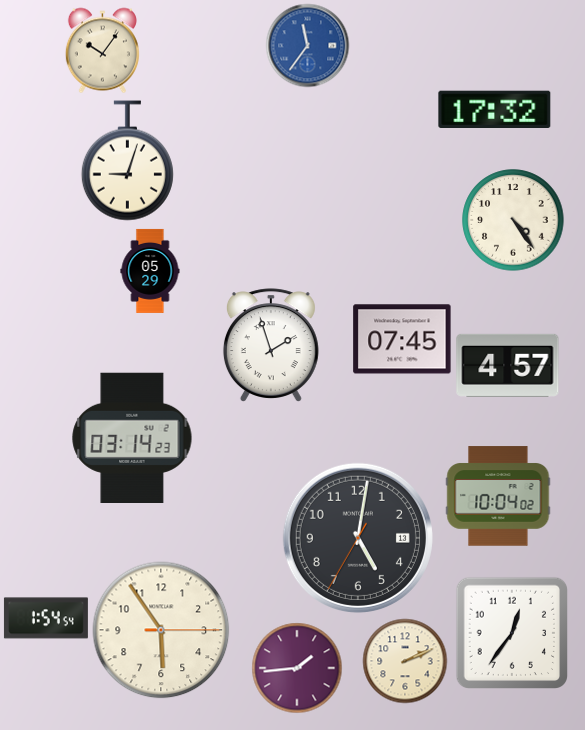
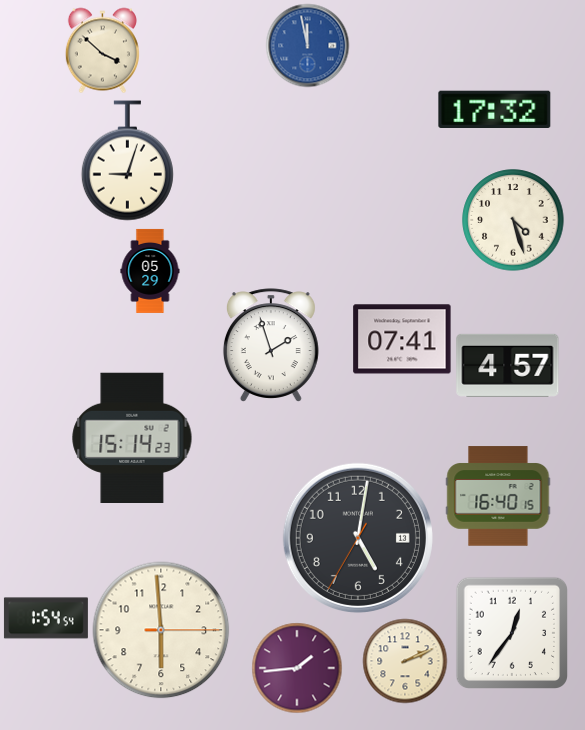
clock at (307, 45): 11:36 -> 11:58
clock at (102, 50): 10:06 -> 3:52
clock at (513, 220): 4:24 -> 4:27
clock at (402, 339): 07:45 -> 07:41
clock at (132, 437): 03:14 -> 15:14
clock at (498, 496): 10:04 -> 16:40
clock at (161, 630): 5:54 -> 5:59
